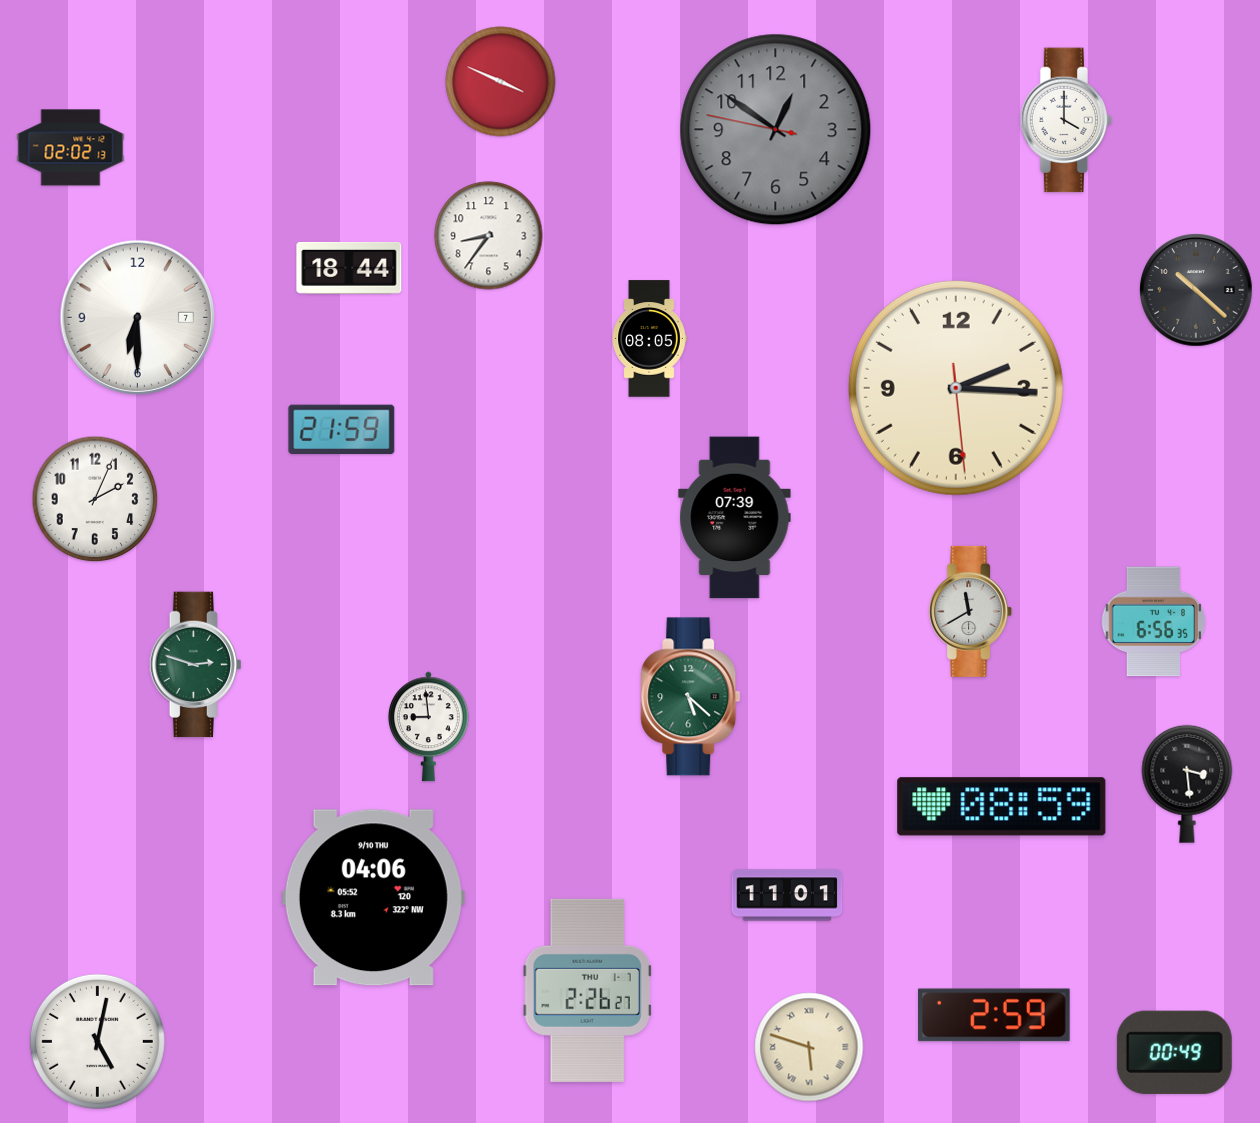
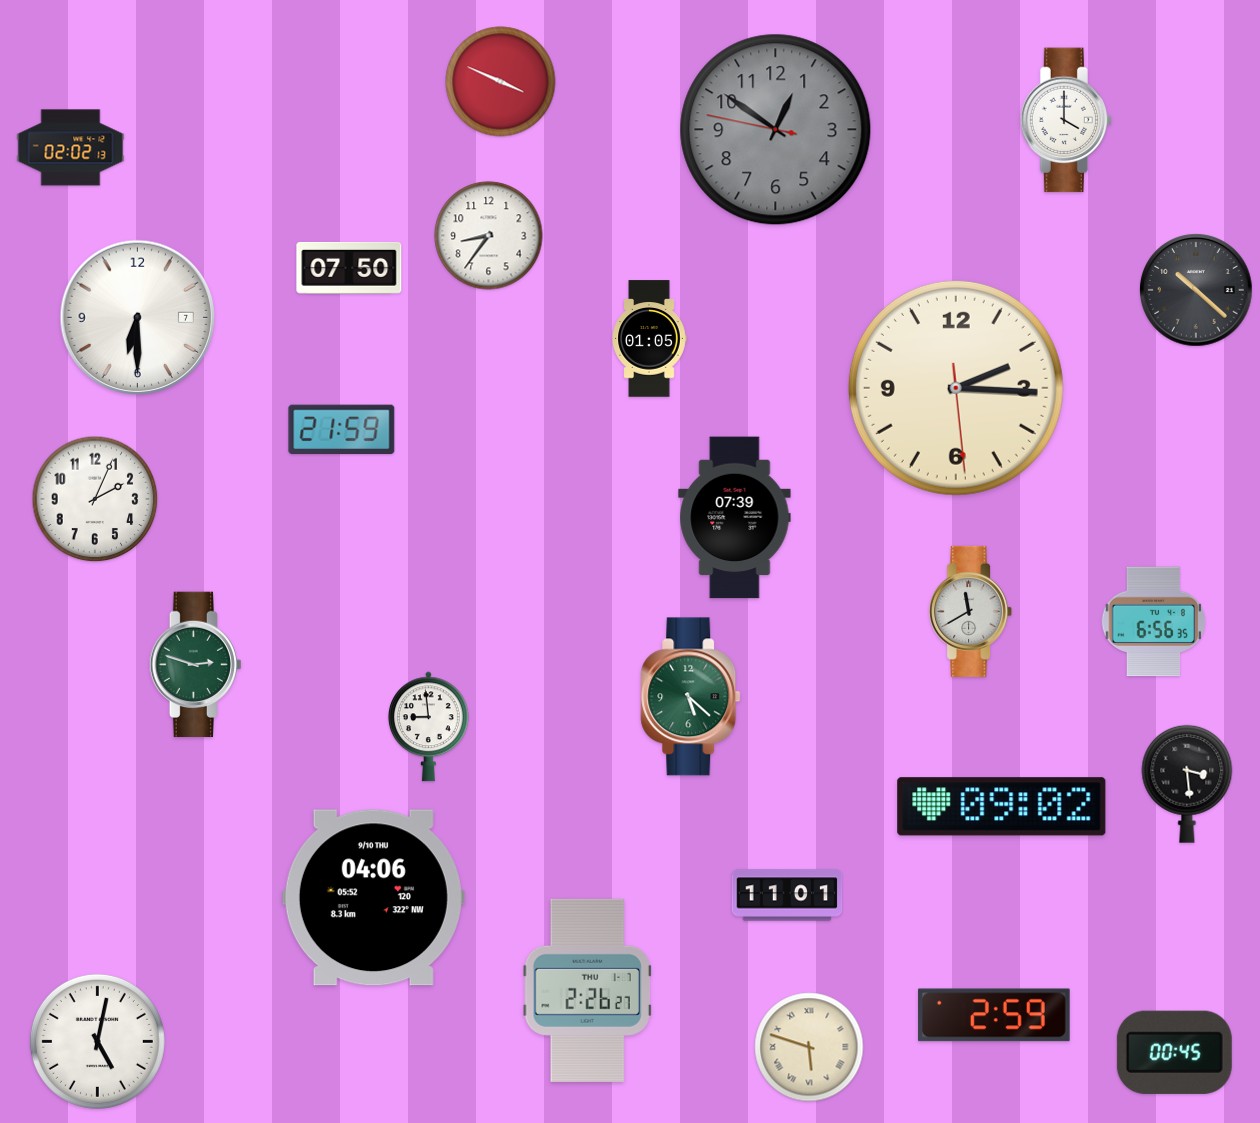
clock at (349, 268): 18:44 -> 07:50
clock at (649, 339): 08:05 -> 01:05
clock at (1002, 807): 08:59 -> 09:02
clock at (1174, 1052): 00:49 -> 00:45
